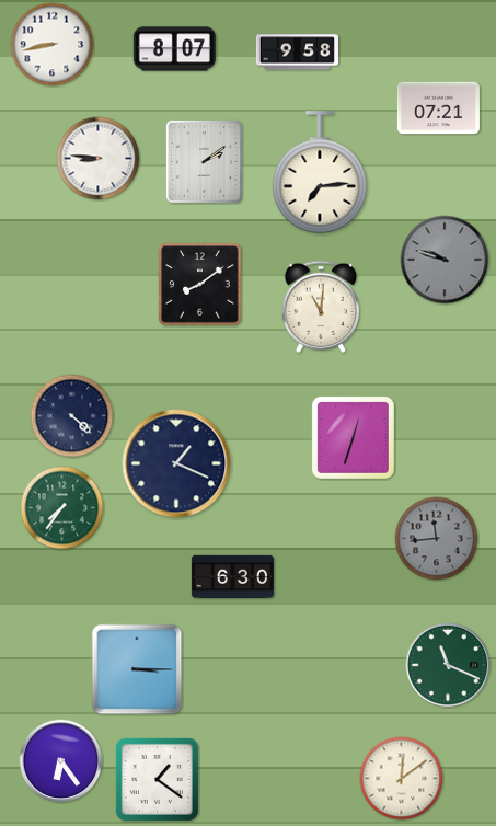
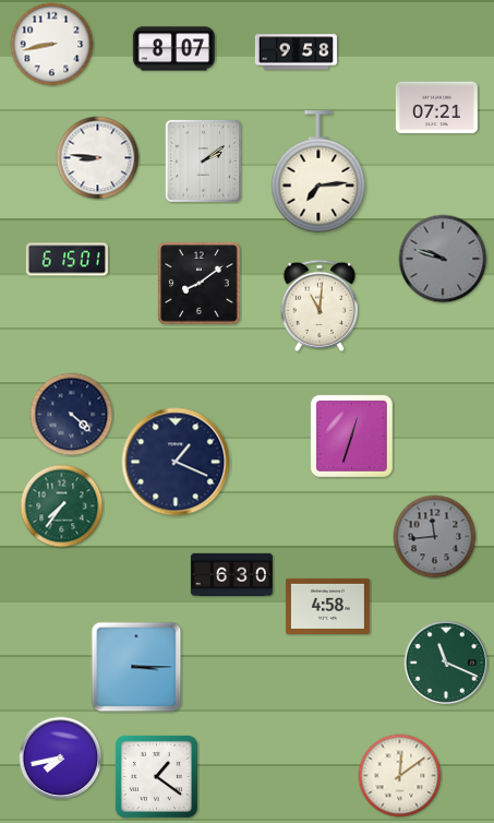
clock at (67, 260): none -> 6:15
clock at (327, 606): none -> 4:58
clock at (61, 761): 6:24 -> 7:43
